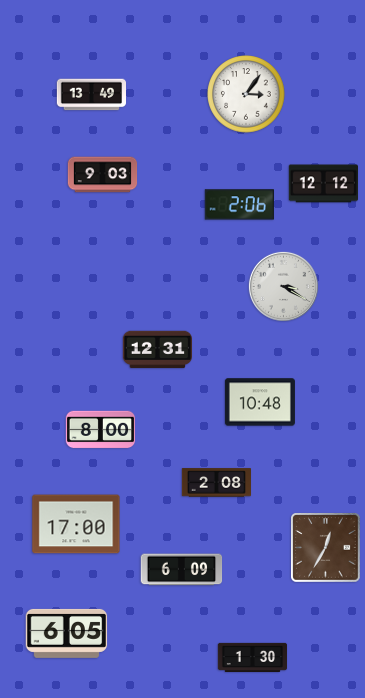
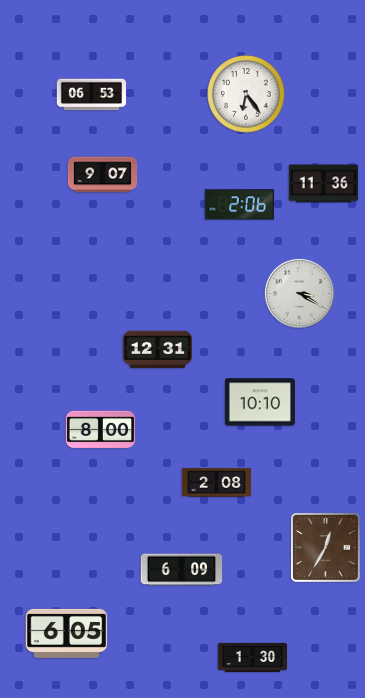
clock at (246, 94): 3:06 -> 6:24
clock at (91, 95): 13:49 -> 06:53
clock at (103, 175): 9:03 -> 9:07
clock at (323, 184): 12:12 -> 11:36
clock at (283, 286) position: (283, 286) -> (299, 293)
clock at (260, 402): 10:48 -> 10:10
clock at (76, 524): 17:00 -> none
